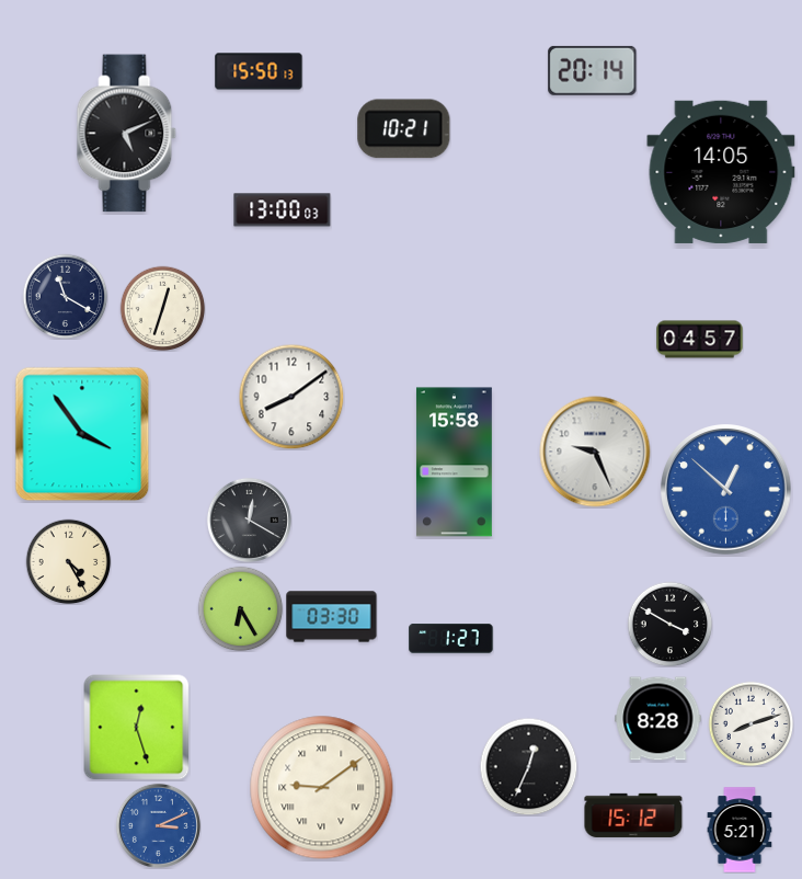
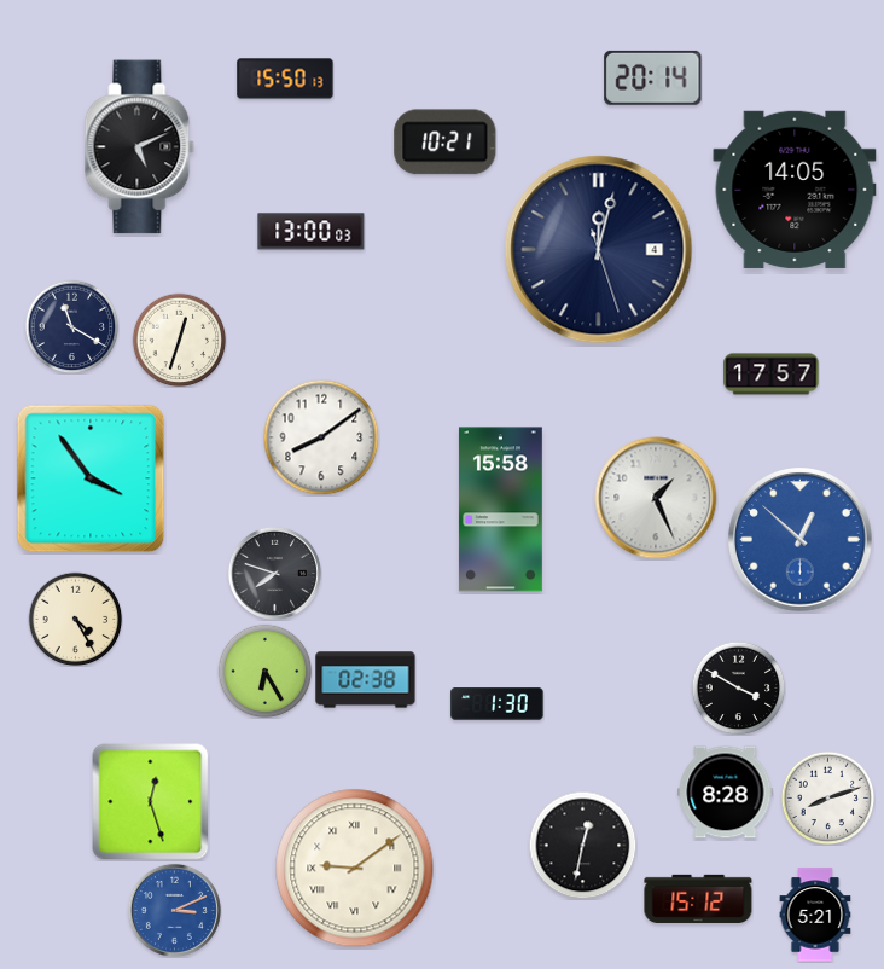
clock at (599, 250): none -> 12:02
clock at (700, 340): 04:57 -> 17:57
clock at (595, 452): 9:26 -> 1:26
clock at (249, 520): 12:20 -> 7:48
clock at (332, 617): 03:30 -> 02:38
clock at (451, 639): 1:27 -> 1:30
clock at (528, 766): 12:34 -> 12:32
